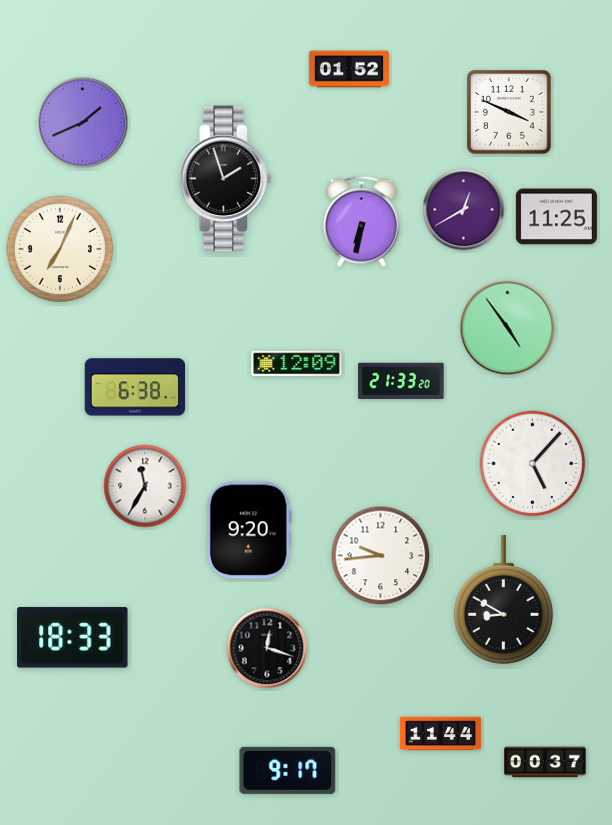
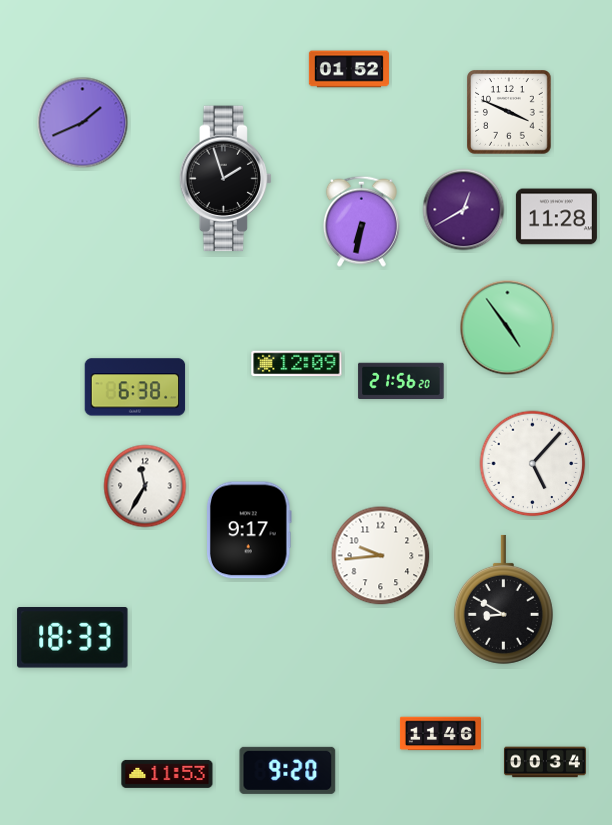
clock at (556, 217): 11:25 -> 11:28
clock at (60, 249): 7:04 -> none
clock at (401, 381): 21:33 -> 21:56
clock at (249, 530): 9:20 -> 9:17
clock at (267, 648): 12:18 -> none
clock at (440, 734): 11:44 -> 11:46
clock at (545, 762): 00:37 -> 00:34
clock at (288, 770): 9:17 -> 9:20
clock at (167, 774): none -> 11:53
